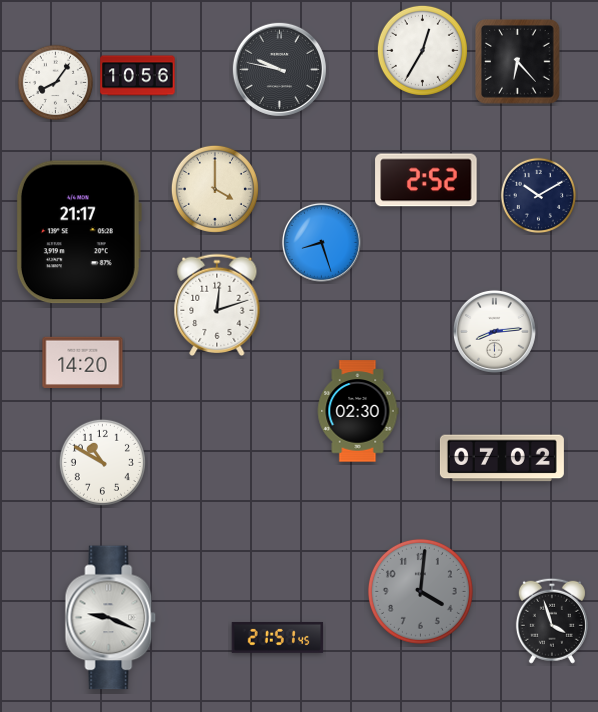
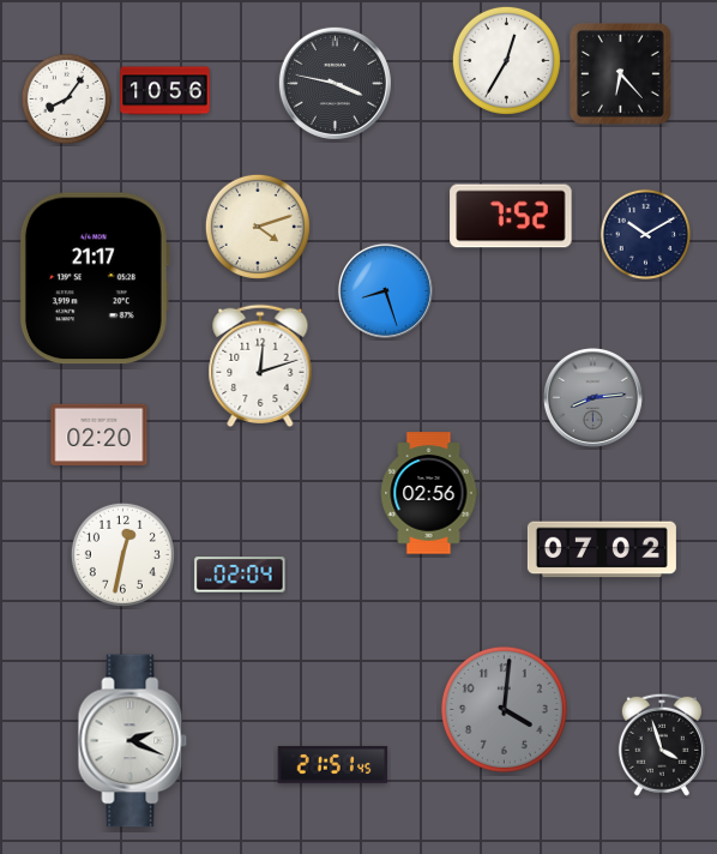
clock at (279, 69): 9:47 -> 3:47
clock at (426, 180): 2:52 -> 7:52
clock at (215, 189): 4:00 -> 4:12
clock at (494, 331) dial: white -> grey
clock at (83, 363): 14:20 -> 02:20
clock at (358, 411): 02:30 -> 02:56
clock at (102, 462): 10:50 -> 12:32
clock at (240, 575): none -> 02:04
clock at (111, 618): 9:19 -> 2:19
